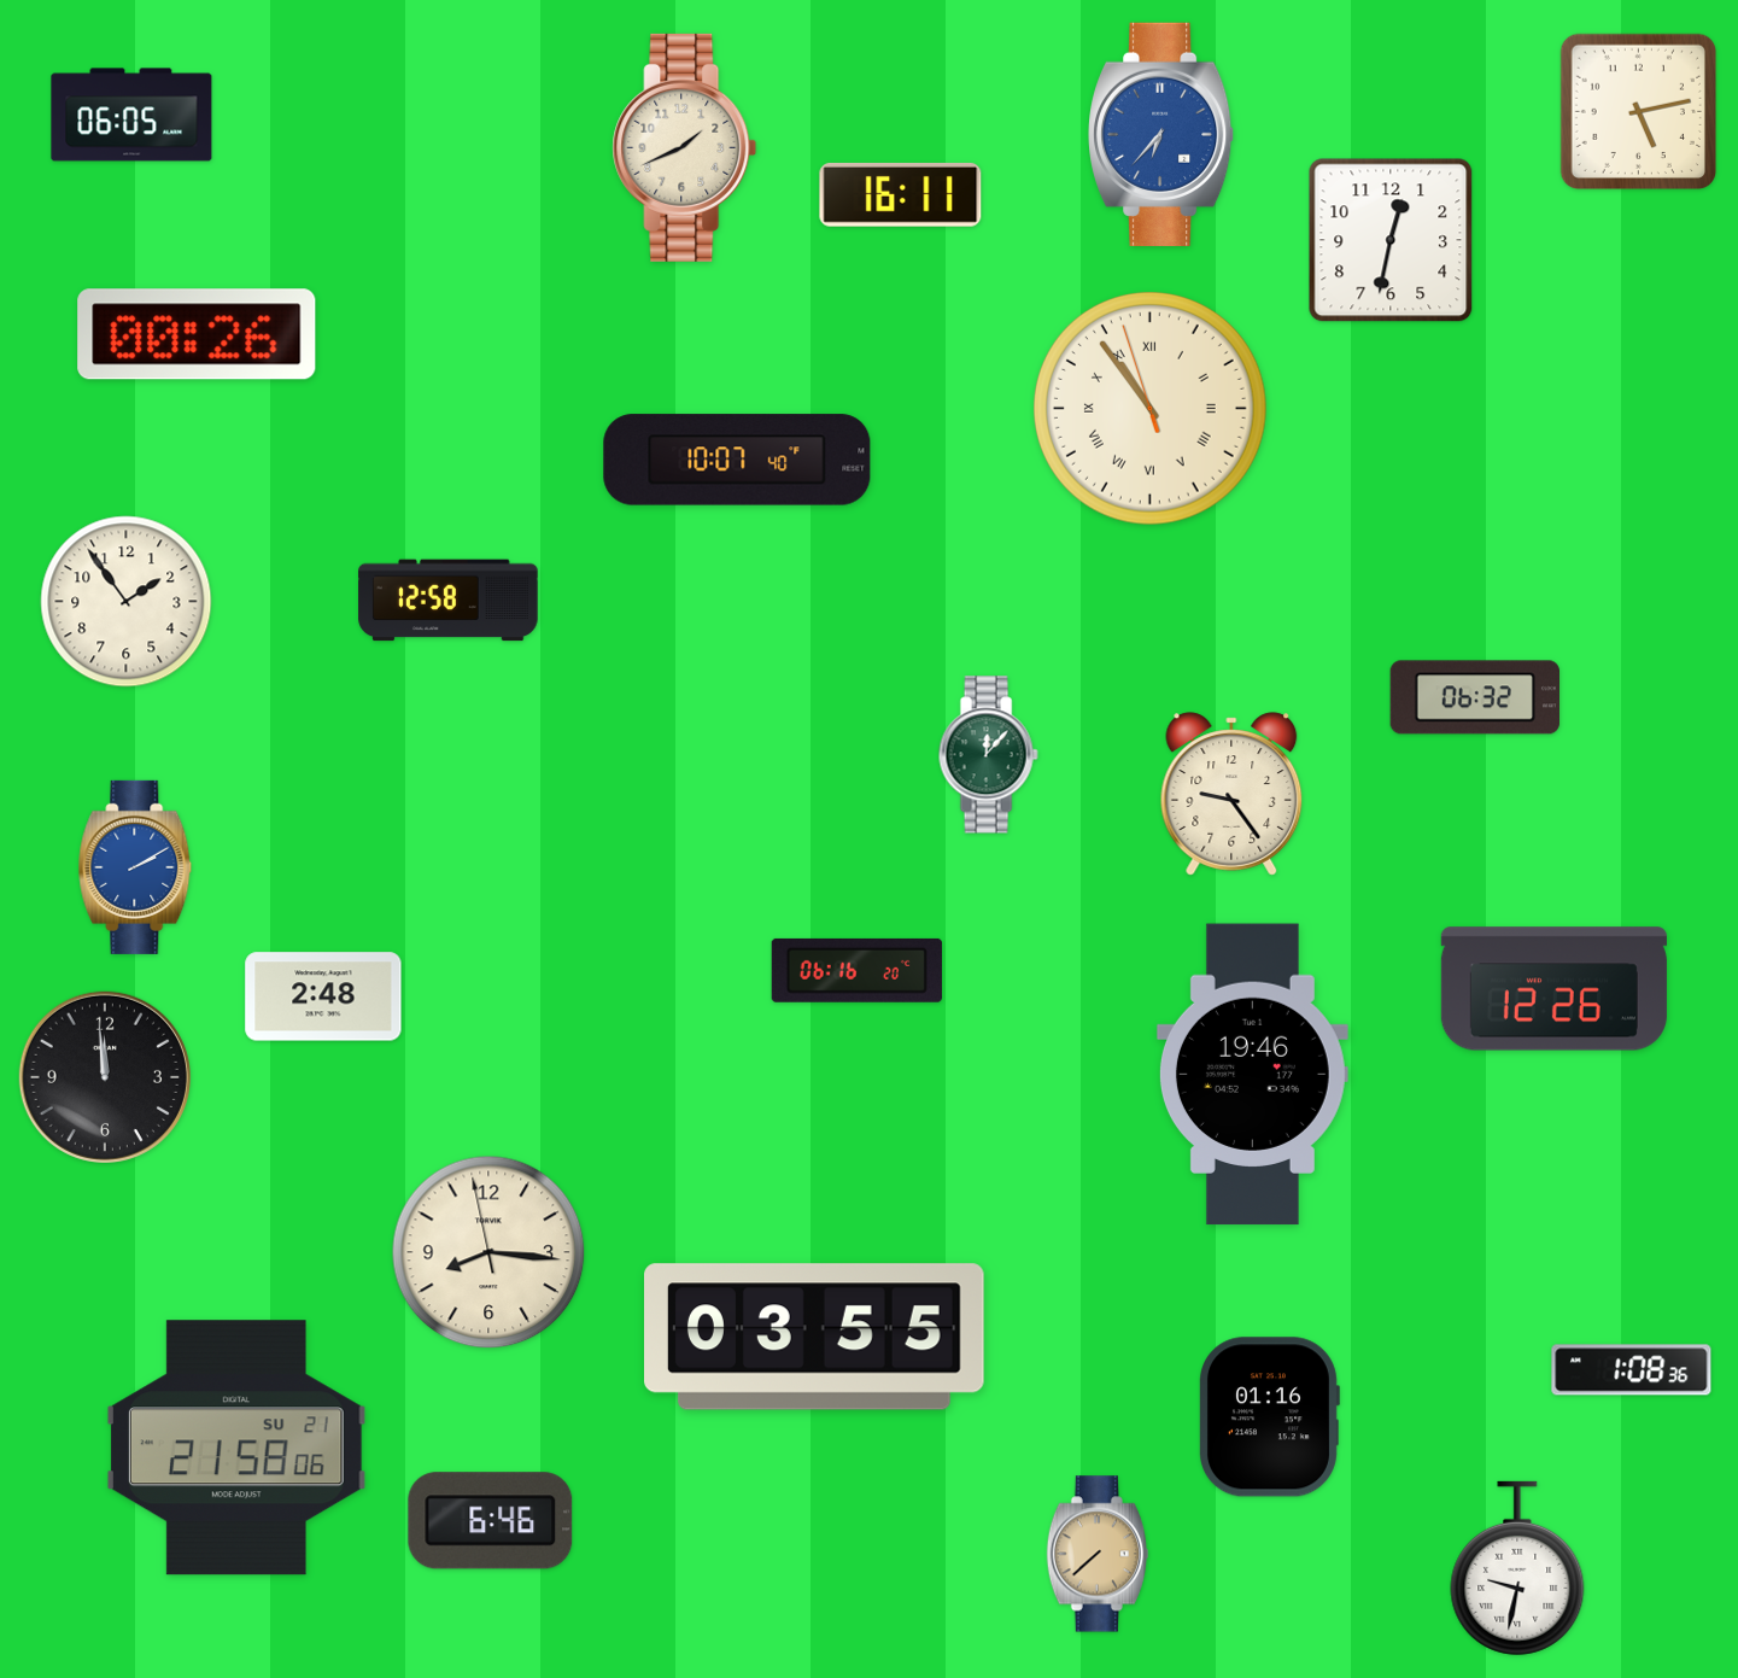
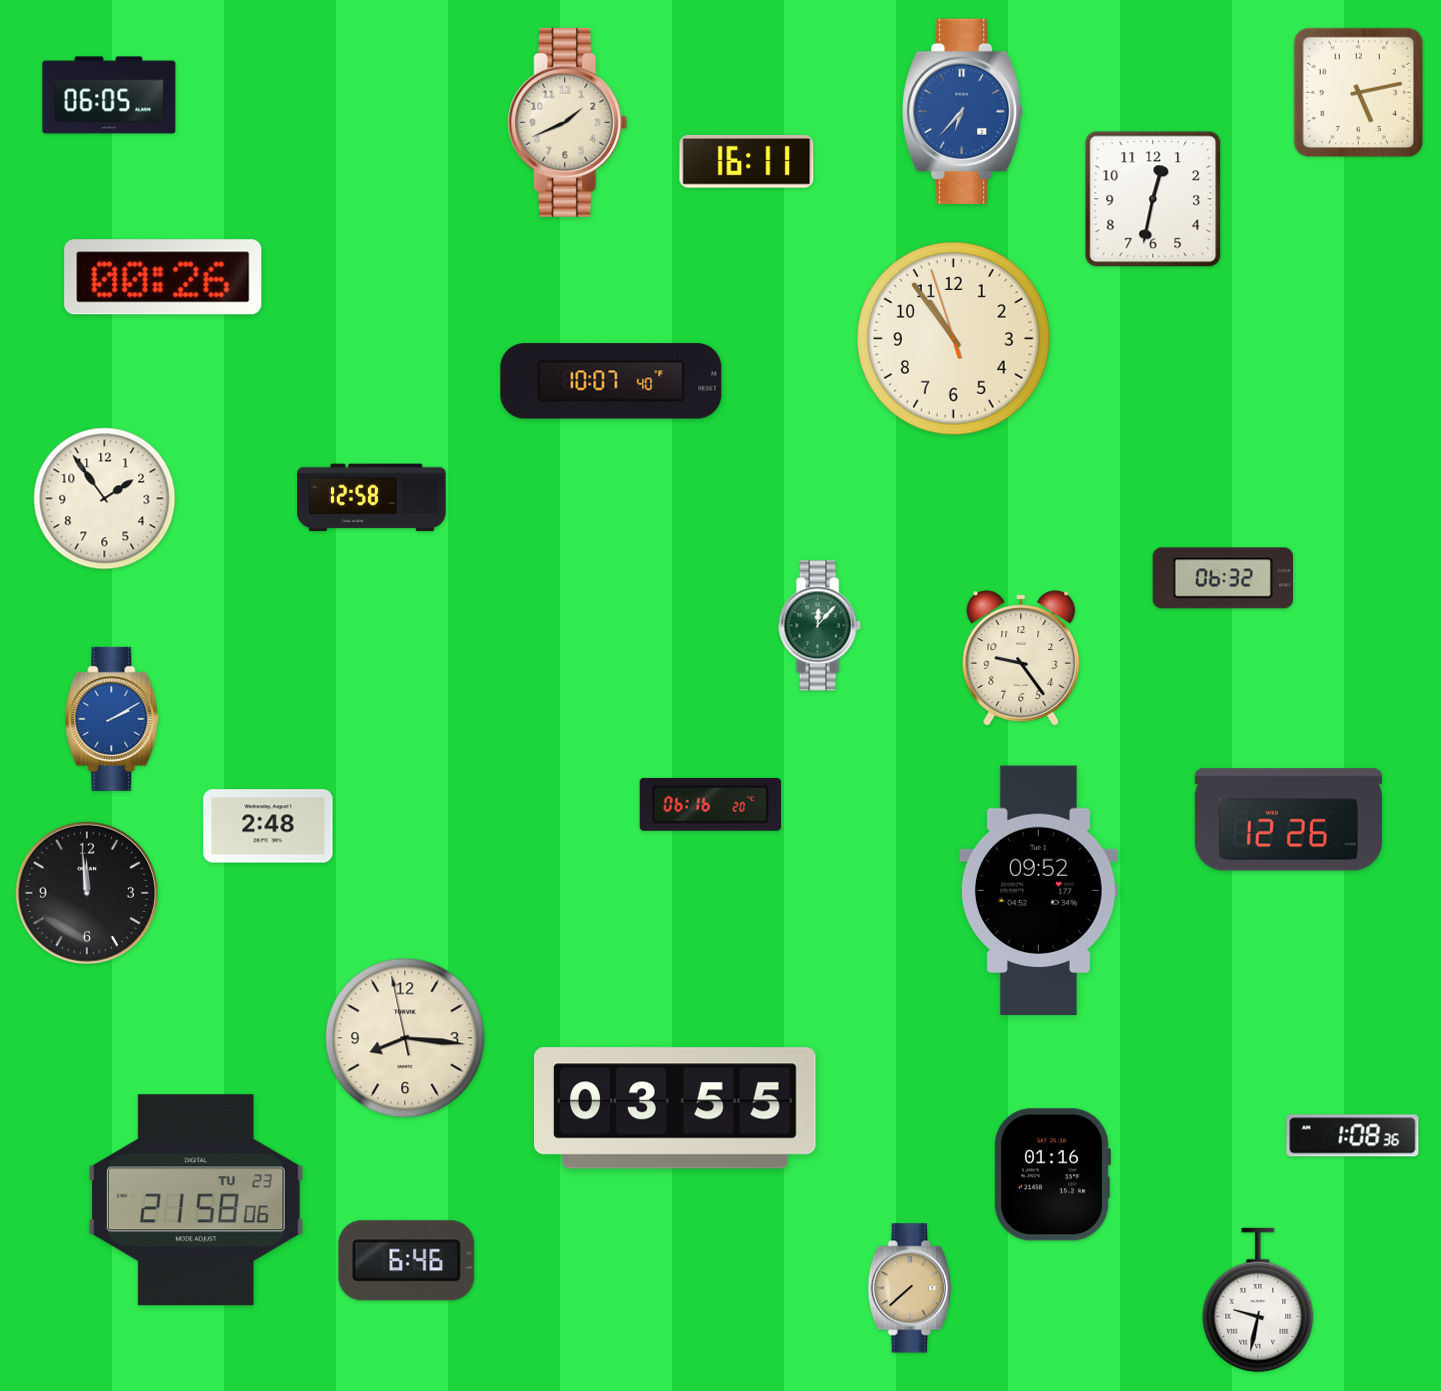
clock at (1151, 409) numerals: Roman -> Arabic
clock at (1252, 1075): 19:46 -> 09:52
clock at (236, 1448) date: SU 21 -> TU 23
